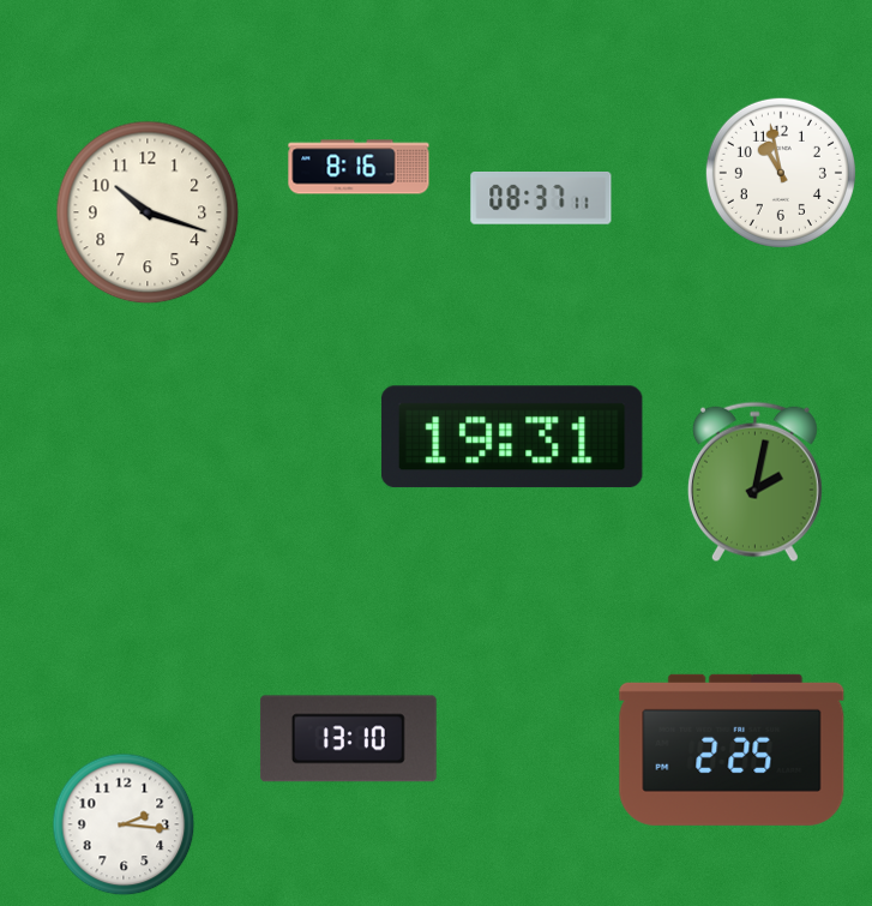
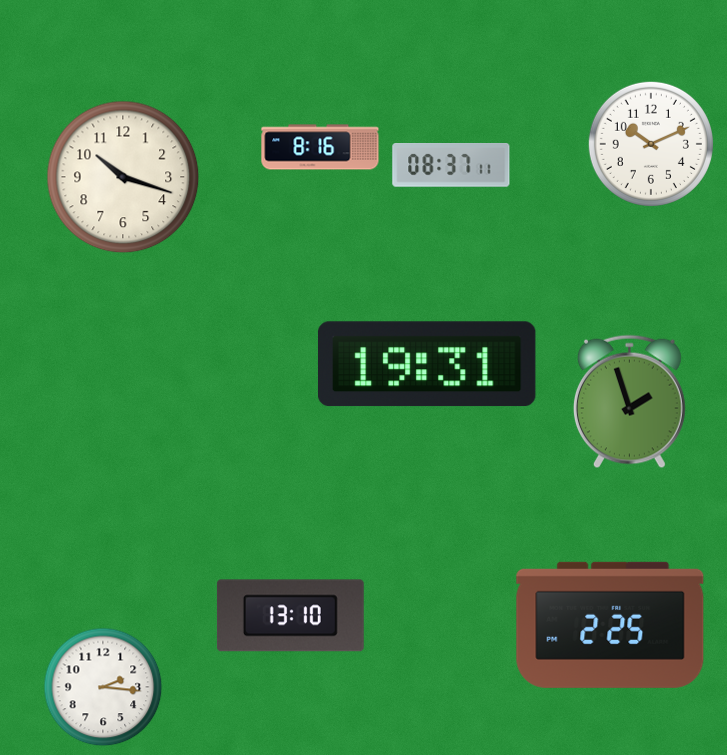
clock at (359, 167) position: (359, 167) -> (320, 147)
clock at (781, 173): 10:58 -> 10:11
clock at (754, 482): 2:02 -> 1:57
